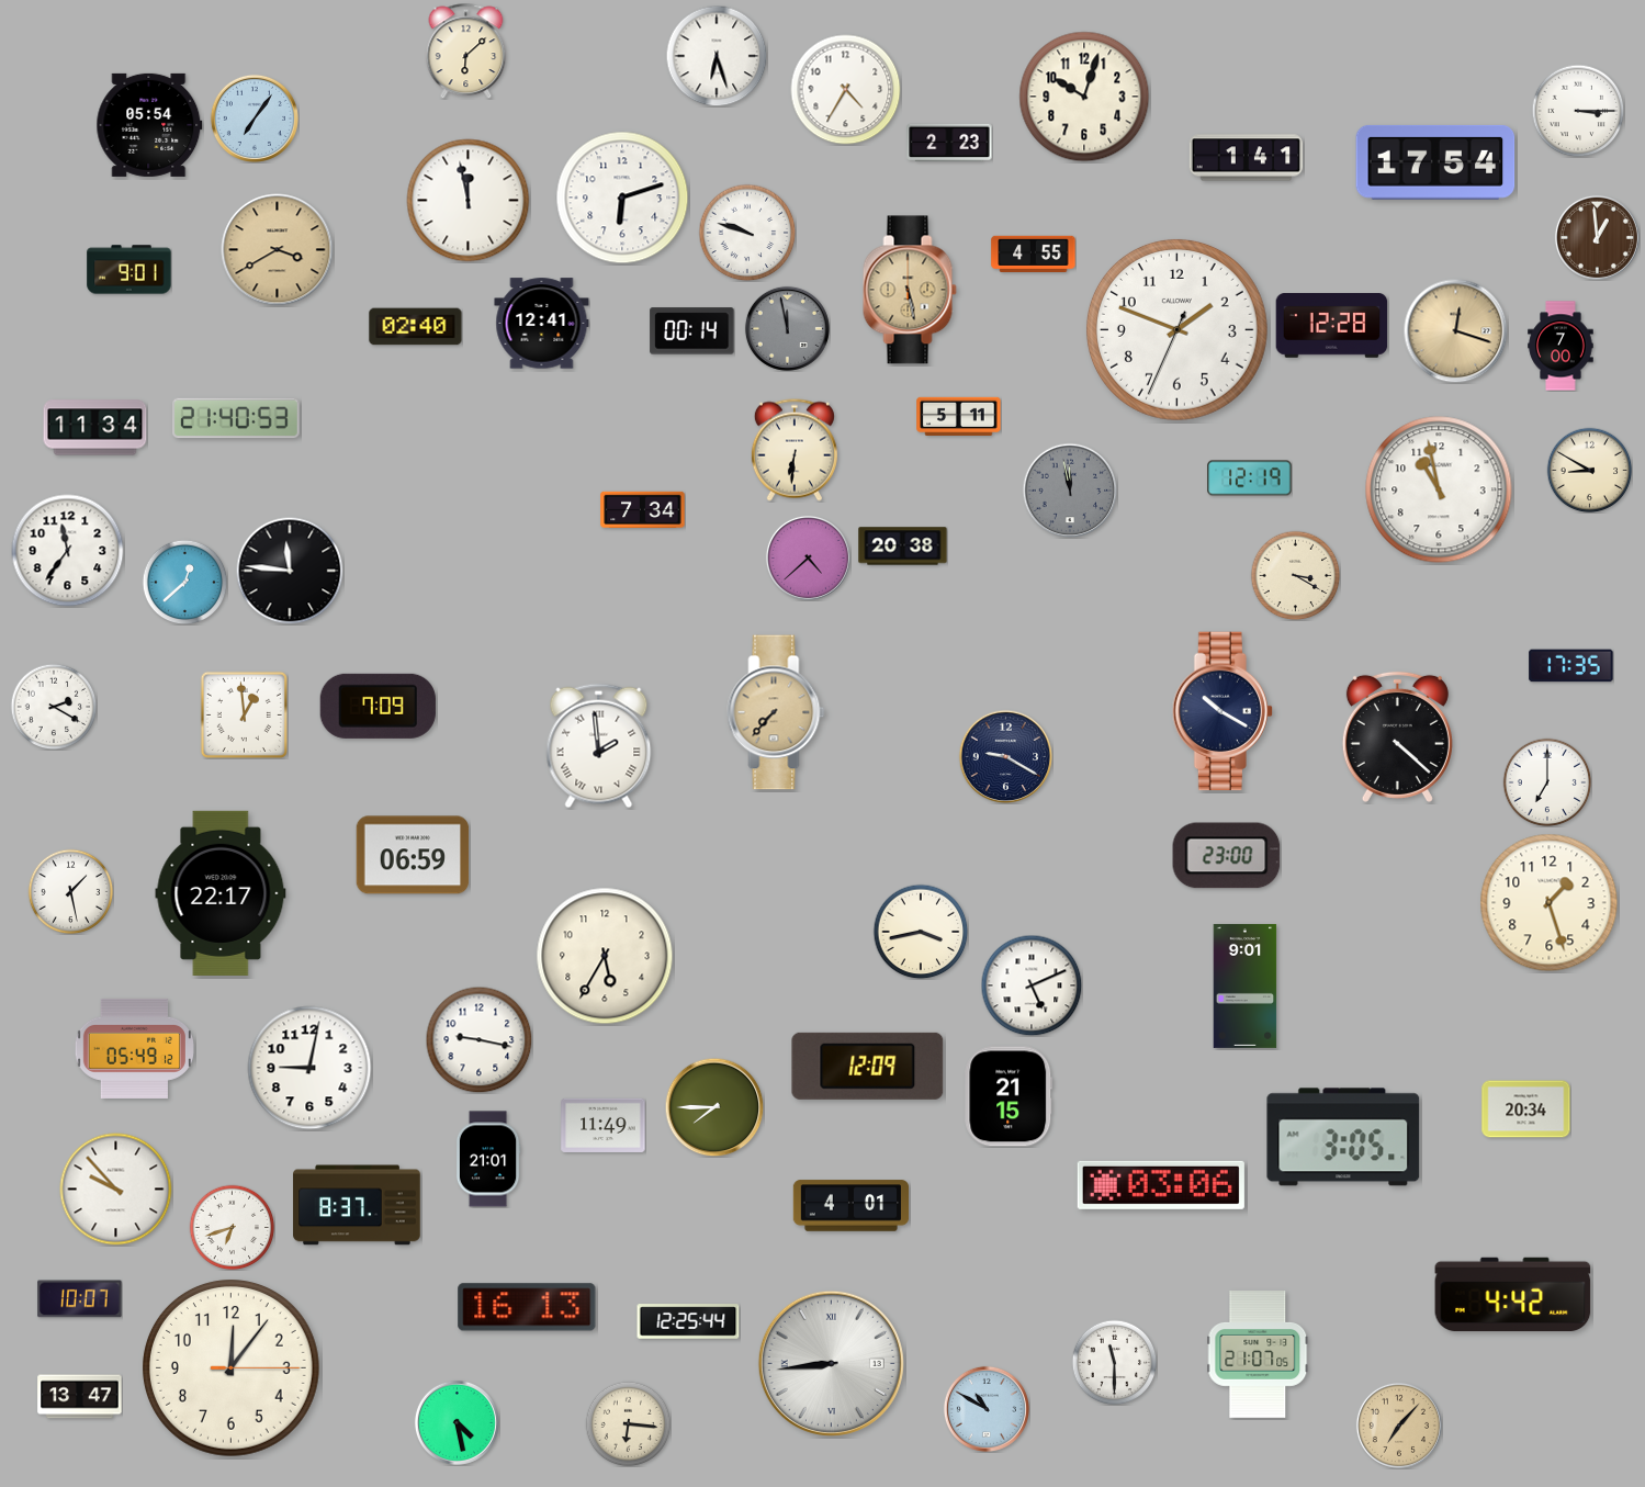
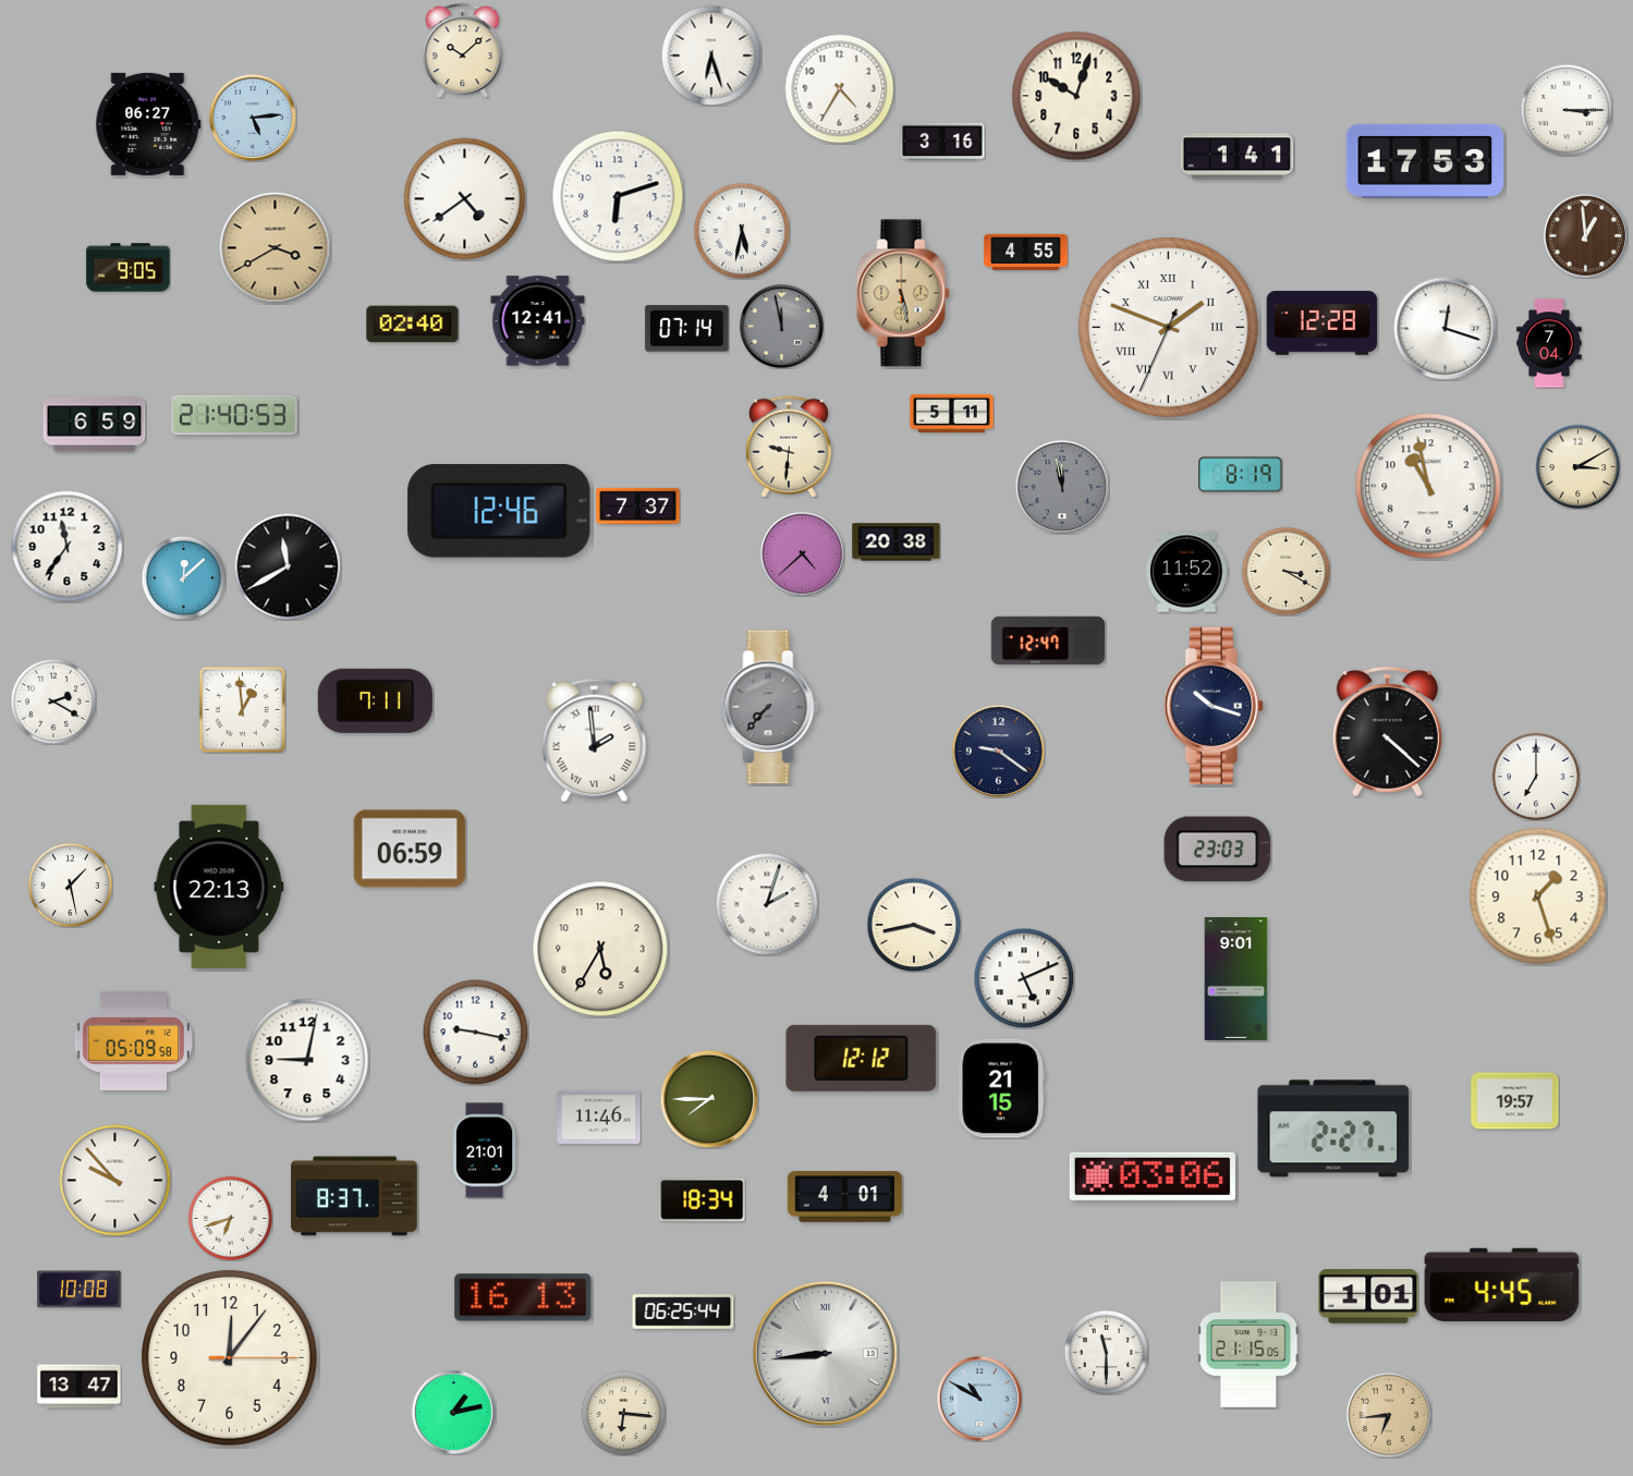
clock at (466, 50): 6:08 -> 10:08
clock at (255, 119): 7:06 -> 5:14
clock at (149, 125): 05:54 -> 06:27
clock at (949, 143): 2:23 -> 3:16
clock at (1435, 162): 17:54 -> 17:53
clock at (469, 201): 11:58 -> 4:39
clock at (747, 233): 9:48 -> 5:32
clock at (129, 270): 9:01 -> 9:05
clock at (910, 290) position: (910, 290) -> (903, 293)
clock at (1176, 329) numerals: Arabic -> Roman
clock at (1455, 330) dial: champagne -> white
clock at (692, 331): 00:14 -> 07:14
clock at (1561, 346): 7:00 -> 7:04
clock at (95, 428): 11:34 -> 6:59
clock at (795, 450): 6:31 -> 9:31
clock at (1589, 470): 8:50 -> 3:10
clock at (1250, 478): 12:19 -> 8:19
clock at (643, 510): 7:34 -> 7:37
clock at (499, 512): none -> 12:46
clock at (290, 571): 11:46 -> 11:40
clock at (1187, 572): none -> 11:52
clock at (184, 582): 12:38 -> 12:08
clock at (1048, 641): none -> 12:47
clock at (1571, 666): 17:35 -> none
clock at (378, 706): 7:09 -> 7:11
clock at (1223, 711): 10:20 -> 10:18
clock at (776, 712) dial: champagne -> grey
clock at (1005, 756): 9:20 -> 9:21
clock at (1227, 856): 23:00 -> 23:03
clock at (221, 893): 22:17 -> 22:13
clock at (767, 904): none -> 2:03
clock at (134, 1048): 05:49 -> 05:09
clock at (868, 1066): 12:09 -> 12:12
clock at (1526, 1109): 20:34 -> 19:57
clock at (604, 1125): 11:49 -> 11:46
clock at (1343, 1137): 3:05 -> 2:27
clock at (703, 1199): none -> 18:34
clock at (1513, 1295): 4:42 -> 4:45
clock at (80, 1299): 10:07 -> 10:08
clock at (1368, 1296): none -> 1:01
clock at (688, 1321): 12:25 -> 06:25
clock at (1258, 1354): 21:07 -> 21:15
clock at (457, 1422): 4:28 -> 1:13
clock at (1399, 1426): 7:07 -> 6:44
